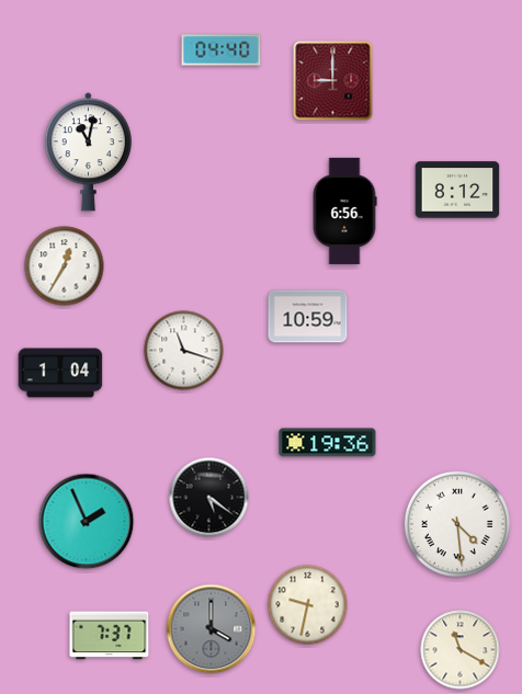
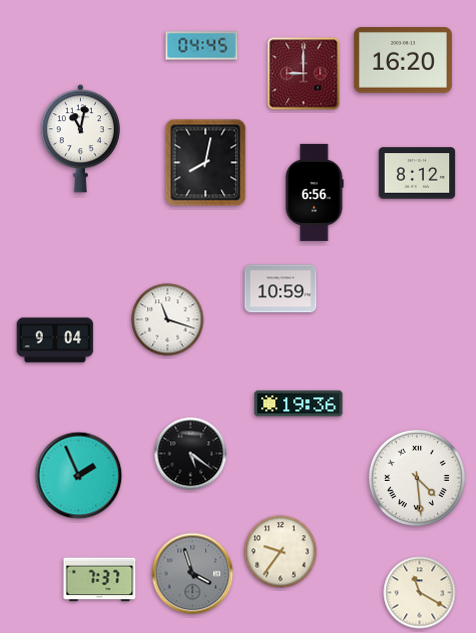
clock at (222, 50): 04:40 -> 04:45
clock at (403, 60): none -> 16:20
clock at (206, 163): none -> 8:02
clock at (65, 266): 12:35 -> none
clock at (60, 373): 1:04 -> 9:04
clock at (308, 605): 9:32 -> 9:36
clock at (212, 629): 4:00 -> 3:57
